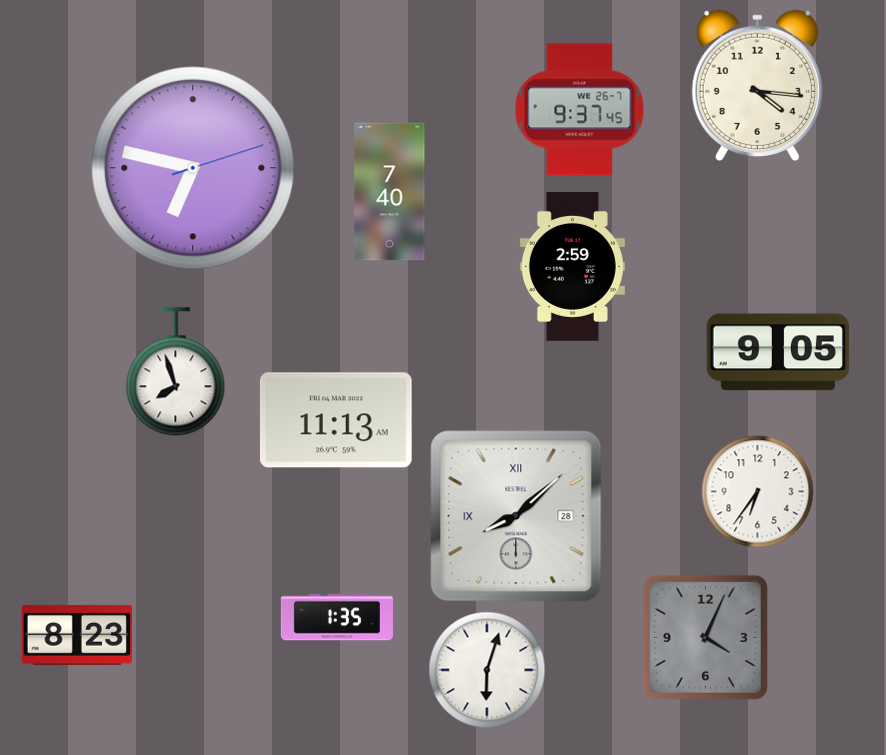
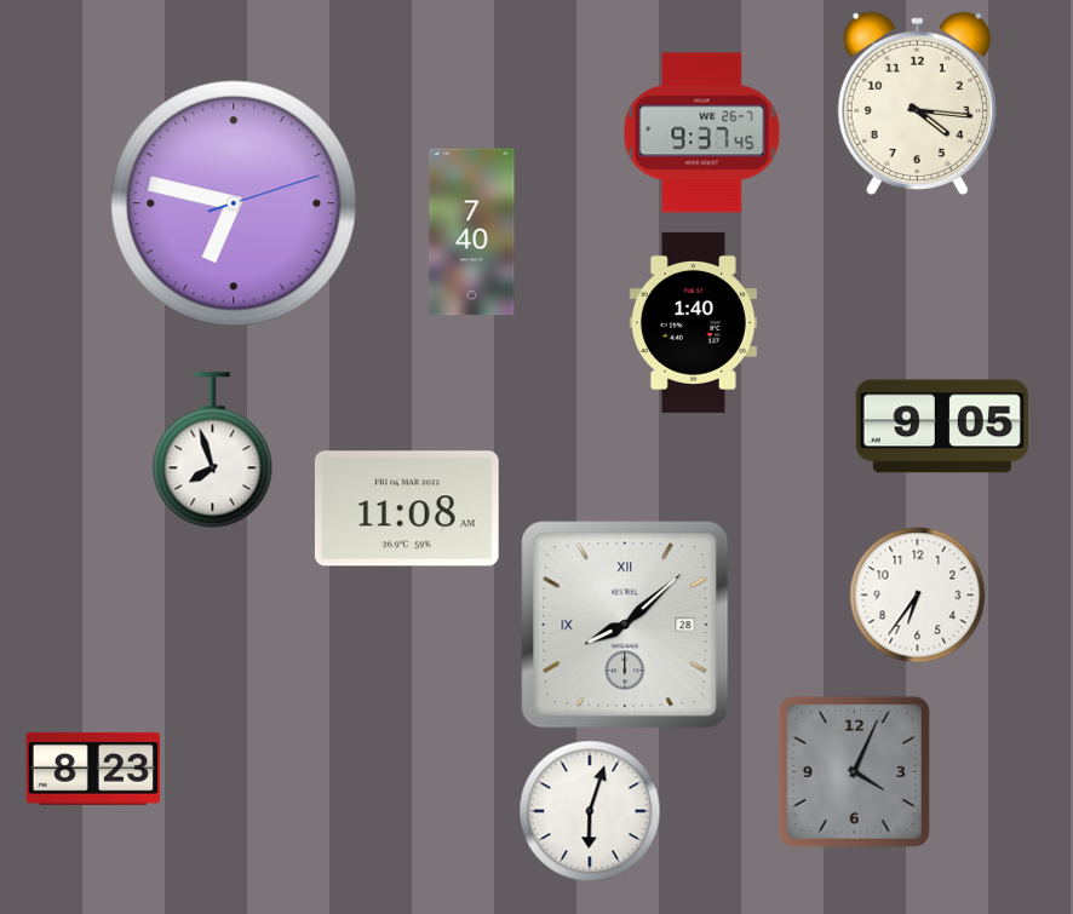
clock at (572, 266): 2:59 -> 1:40
clock at (336, 420): 11:13 -> 11:08
clock at (337, 617): 1:35 -> none
